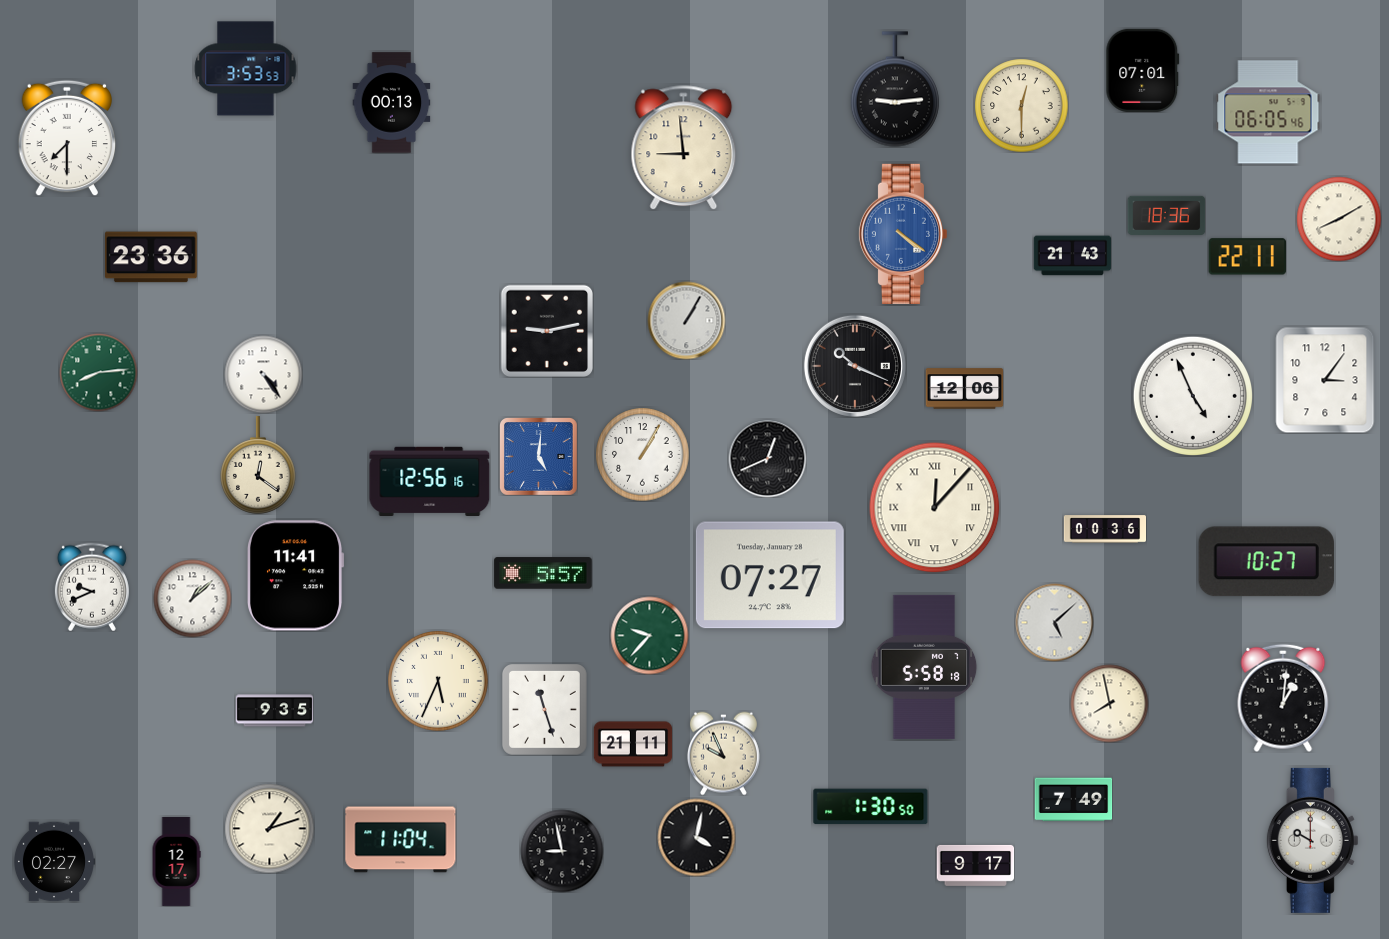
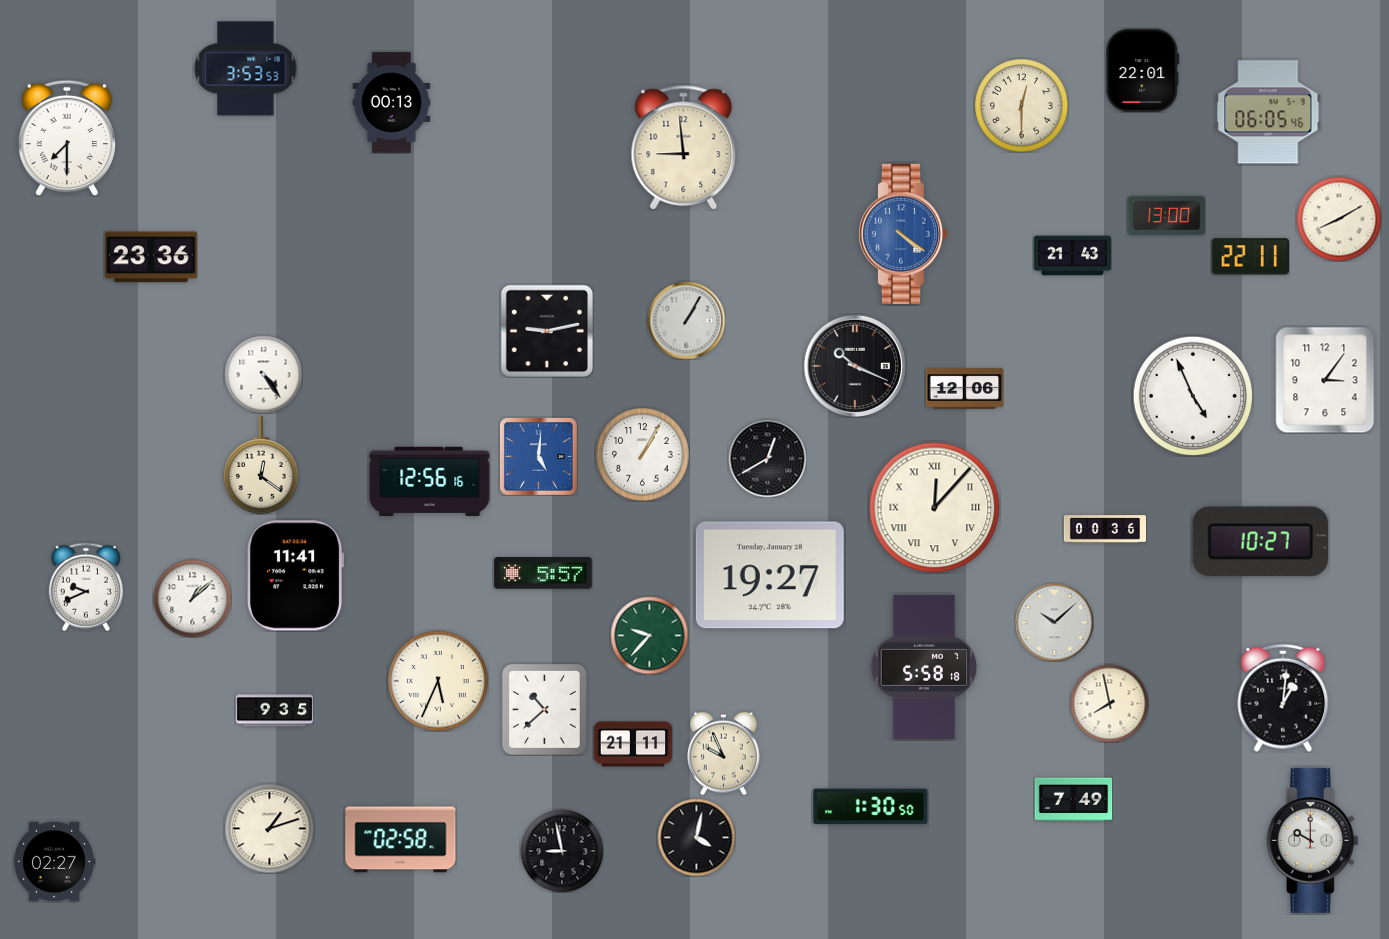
clock at (1143, 70): 07:01 -> 22:01
clock at (895, 89): 9:14 -> none
clock at (1166, 215): 18:36 -> 13:00
clock at (1247, 257) position: (1247, 257) -> (1250, 257)
clock at (98, 372): 8:14 -> none
clock at (767, 458): 12:41 -> 12:40
clock at (259, 465) position: (259, 465) -> (262, 465)
clock at (1266, 562) position: (1266, 562) -> (1260, 542)
clock at (770, 575): 07:27 -> 19:27
clock at (92, 587) position: (92, 587) -> (86, 587)
clock at (1054, 622): 5:08 -> 10:08
clock at (545, 710): 11:27 -> 10:38
clock at (401, 840): 11:04 -> 02:58
clock at (176, 861): 12:17 -> none
clock at (975, 865): 9:17 -> none
